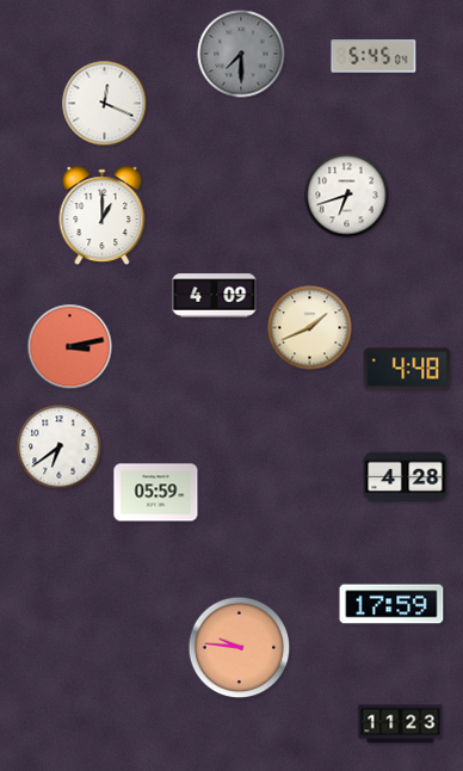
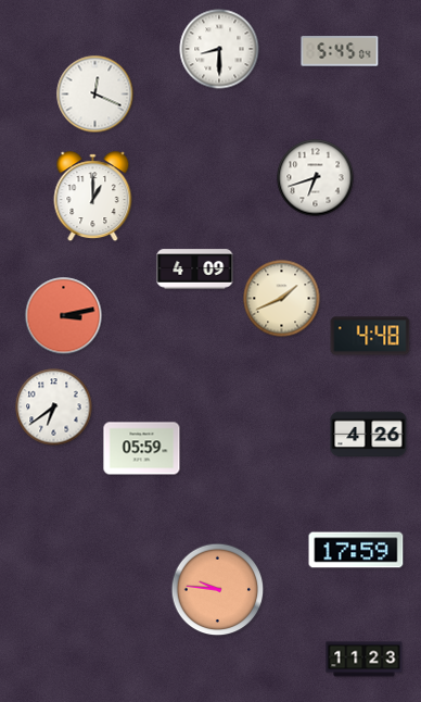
clock at (241, 54): 7:30 -> 8:30
clock at (241, 54) dial: grey -> white
clock at (406, 477): 4:28 -> 4:26
